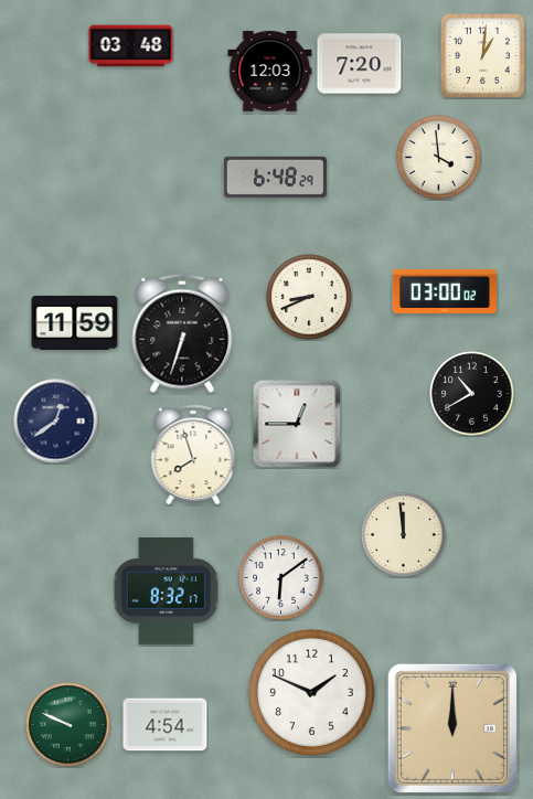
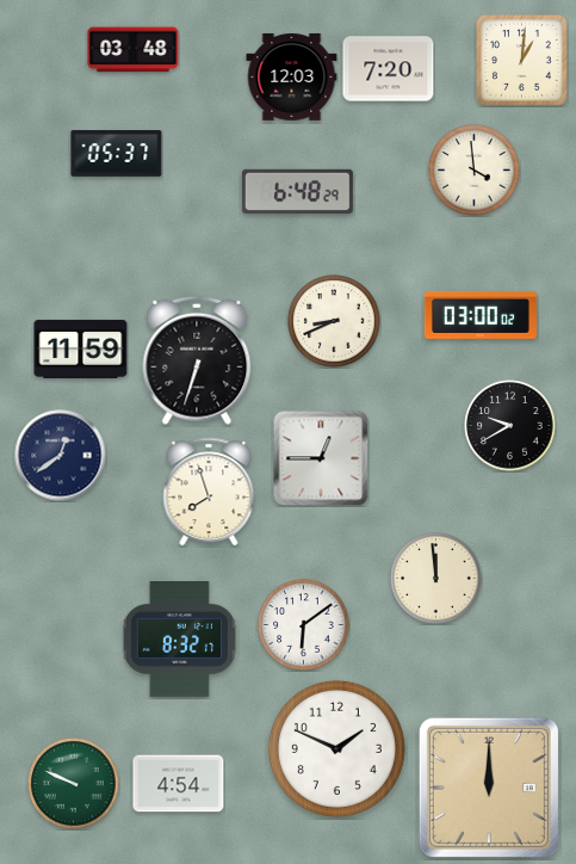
clock at (131, 46) position: (131, 46) -> (134, 50)
clock at (117, 154): none -> 05:37
clock at (472, 394): 10:40 -> 9:40
